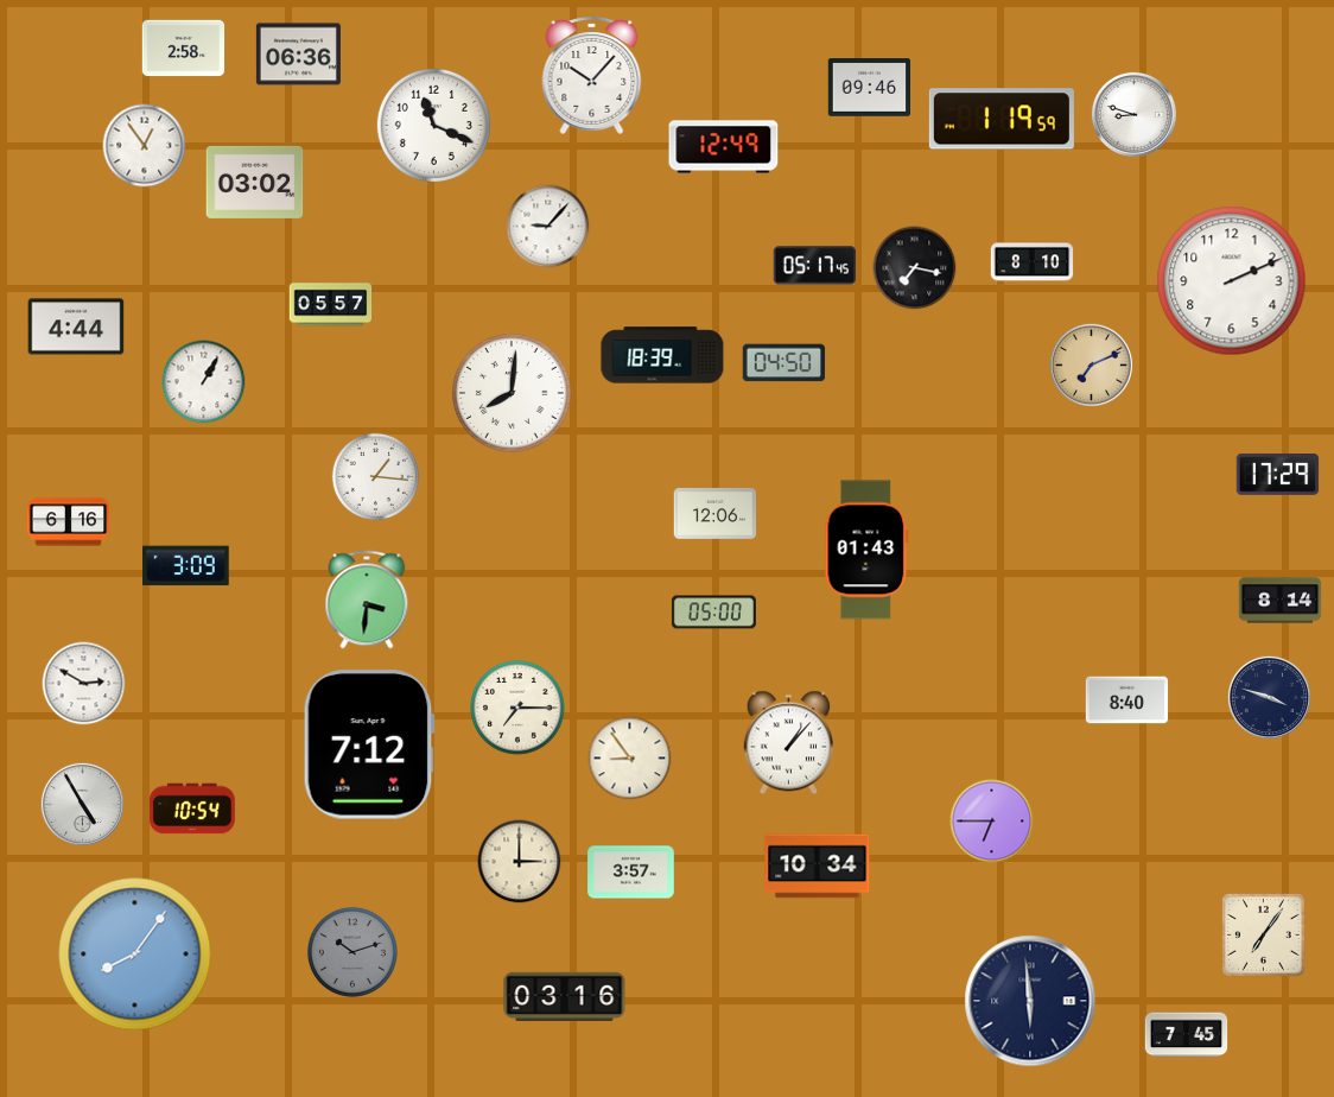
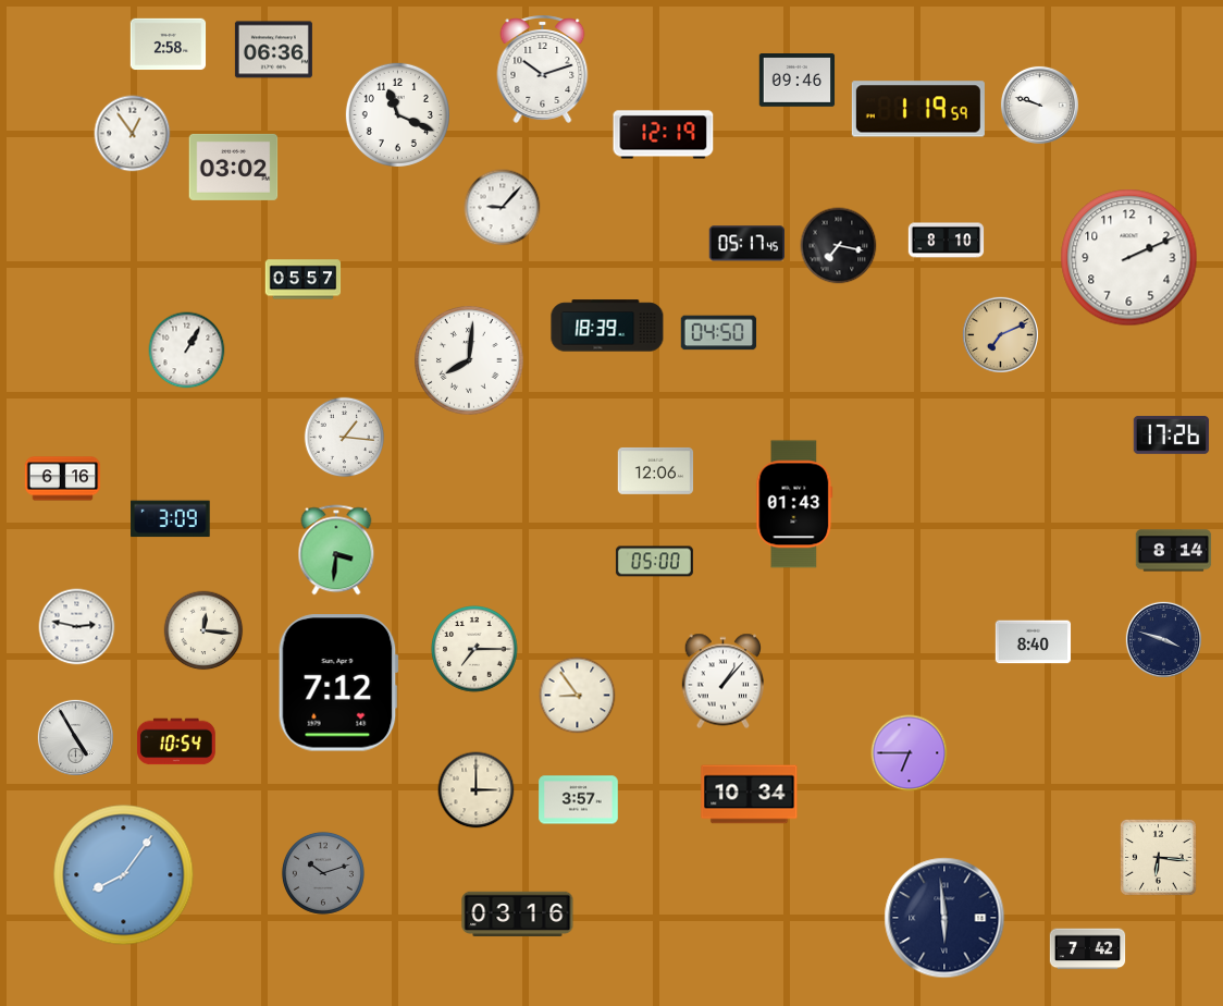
clock at (592, 75): 10:07 -> 10:12
clock at (1133, 114): 8:48 -> 9:48
clock at (724, 147): 12:49 -> 12:19
clock at (76, 326): 4:44 -> none
clock at (1278, 475): 17:29 -> 17:26
clock at (84, 684): 2:50 -> 2:47
clock at (203, 630): none -> 12:16
clock at (1264, 936): 7:06 -> 6:16
clock at (1187, 1035): 7:45 -> 7:42
